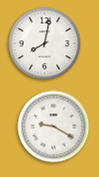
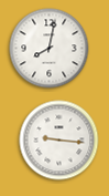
clock at (54, 127): 9:20 -> 9:16
